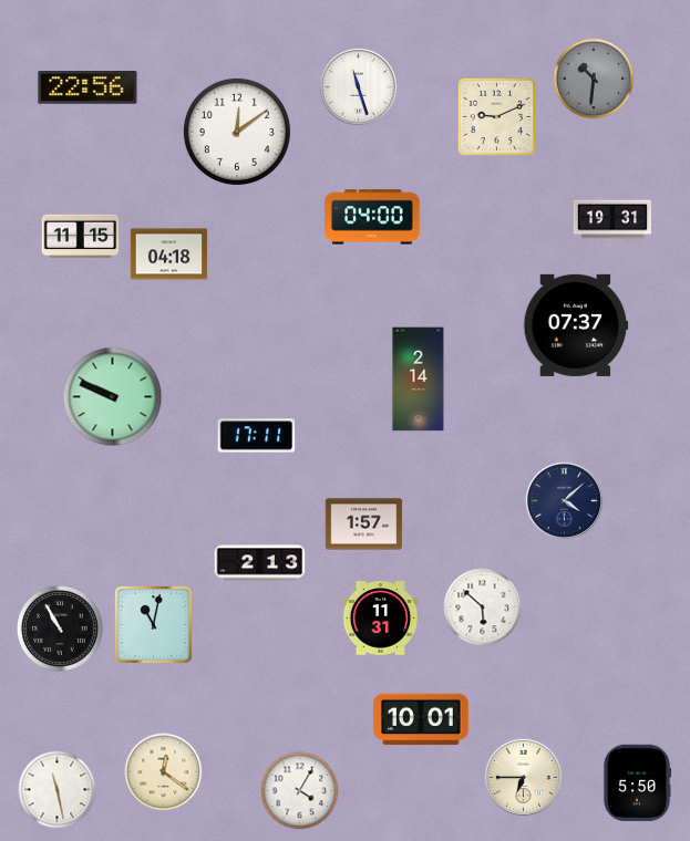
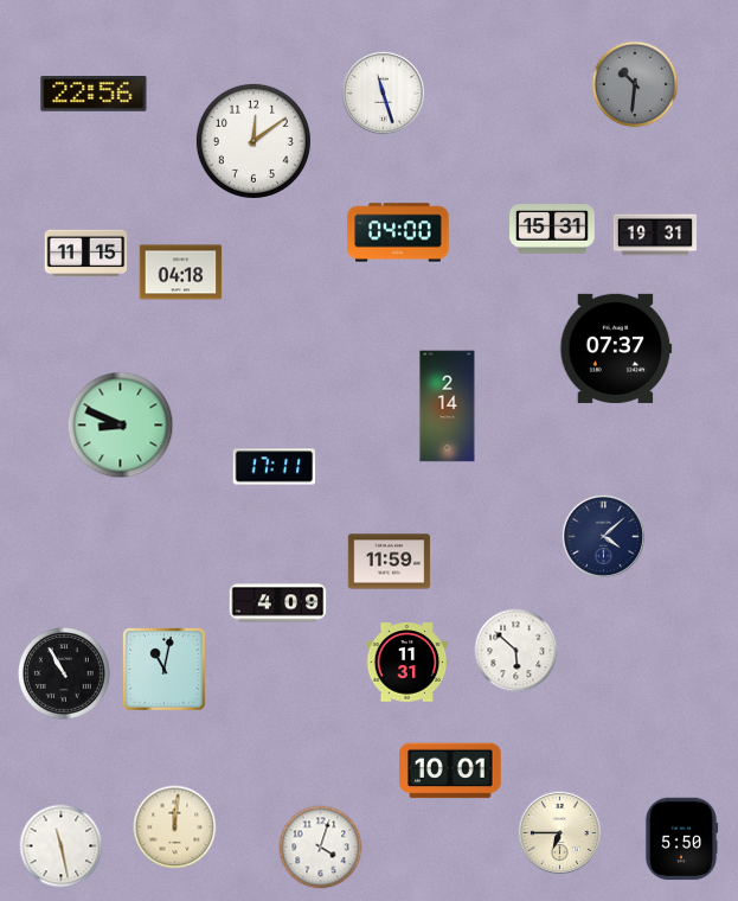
clock at (497, 117): 9:11 -> none
clock at (553, 229): none -> 15:31
clock at (113, 397): 9:49 -> 8:49
clock at (364, 525): 1:57 -> 11:59
clock at (260, 563): 2:13 -> 4:09
clock at (164, 772): 12:21 -> 12:01
clock at (300, 791): 4:05 -> 4:03
